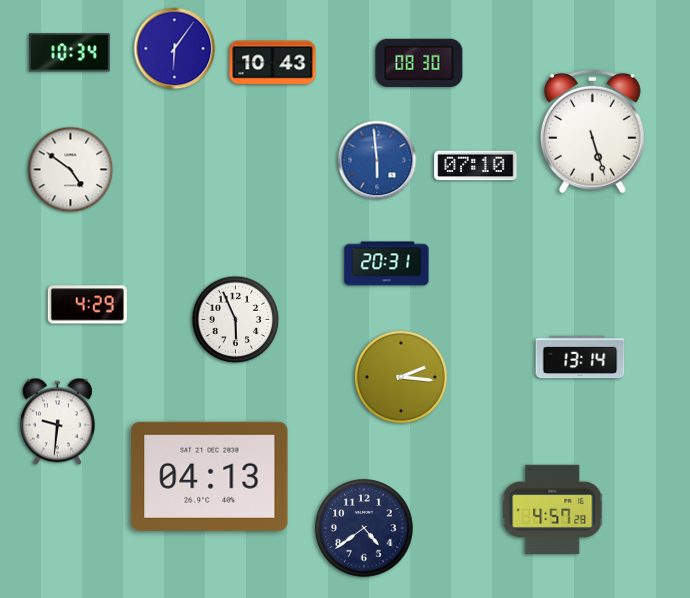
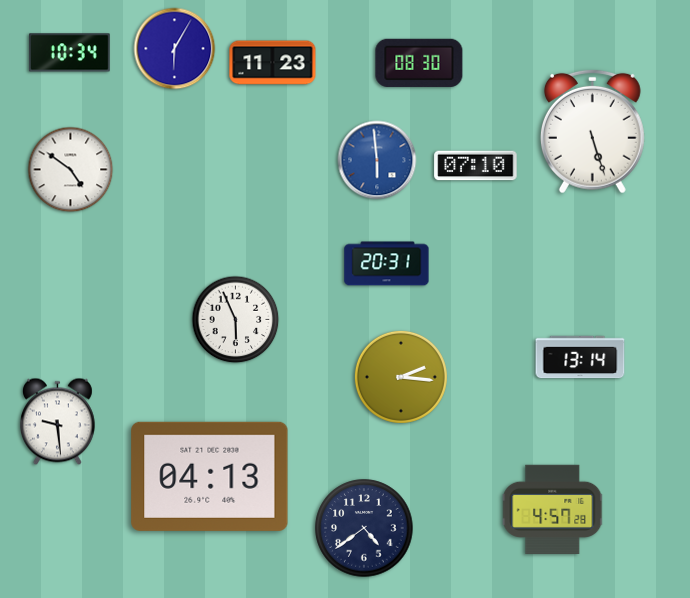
clock at (175, 49): 6:06 -> 6:05
clock at (273, 63): 10:43 -> 11:23
clock at (87, 305): 4:29 -> none
clock at (57, 422): 9:31 -> 9:29
